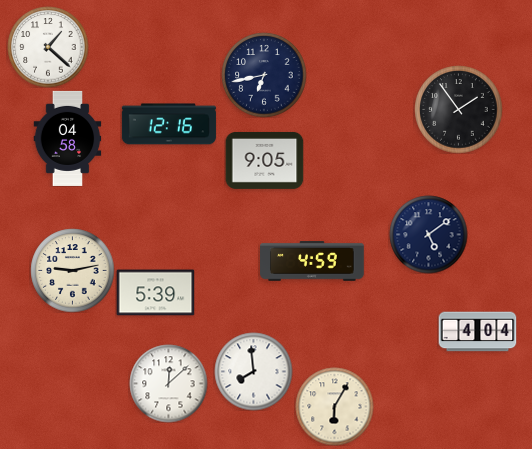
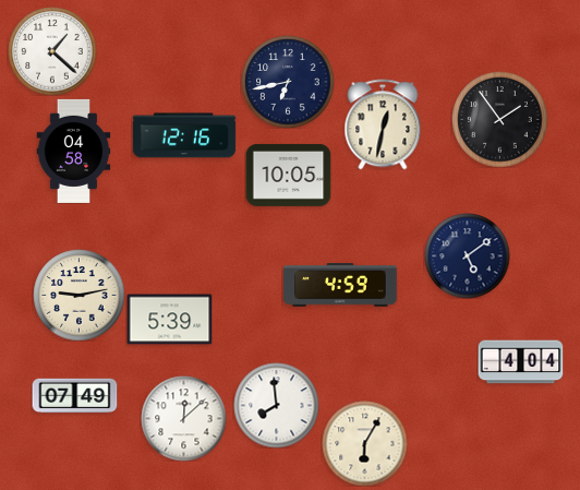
clock at (383, 124): none -> 12:32
clock at (264, 160): 9:05 -> 10:05
clock at (74, 396): none -> 07:49
